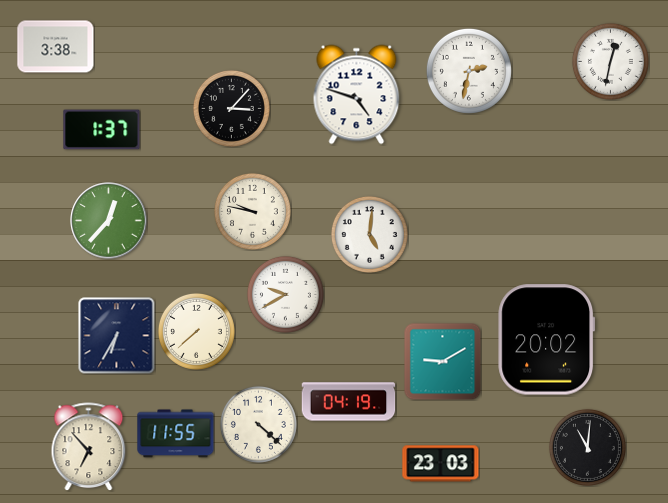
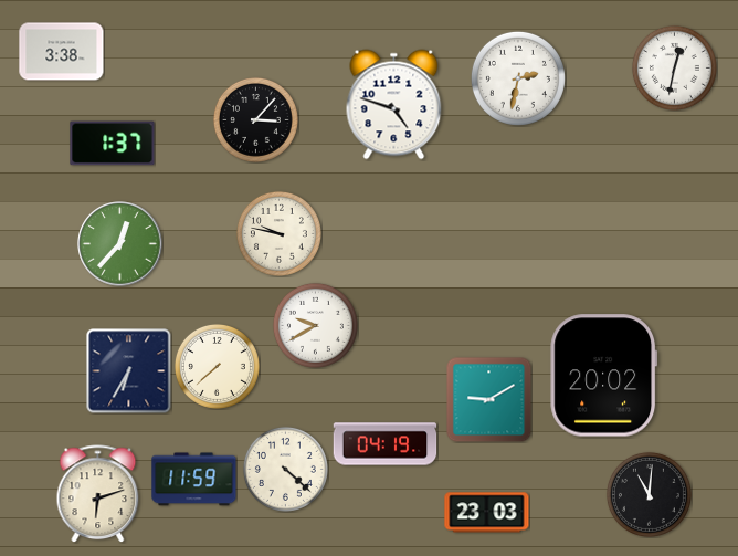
clock at (369, 234): 5:01 -> none
clock at (176, 434): 11:55 -> 11:59
clock at (89, 447): 6:53 -> 6:12
